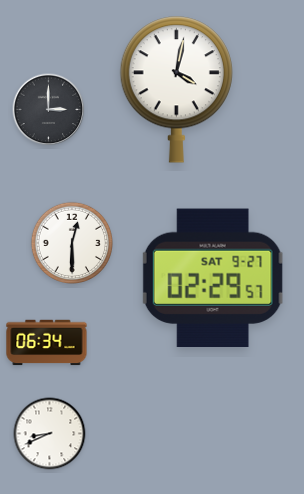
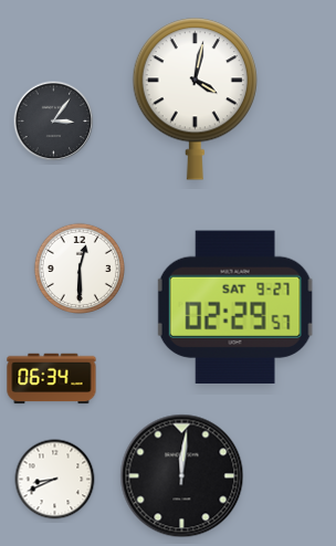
clock at (49, 110): 3:00 -> 3:06
clock at (182, 476): none -> 12:01
